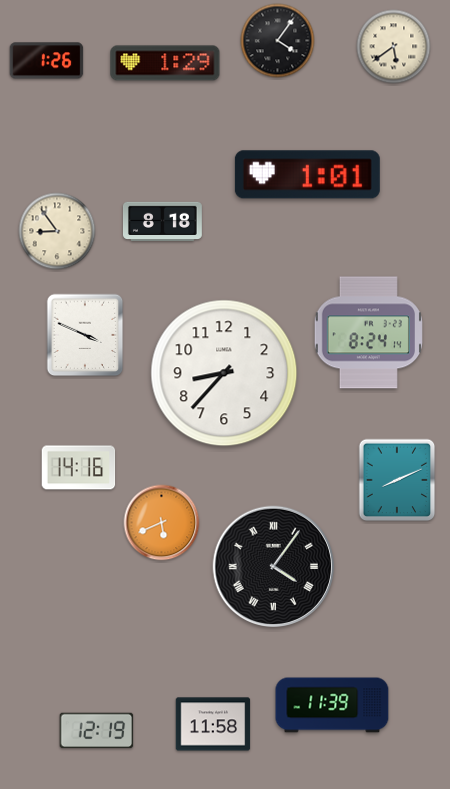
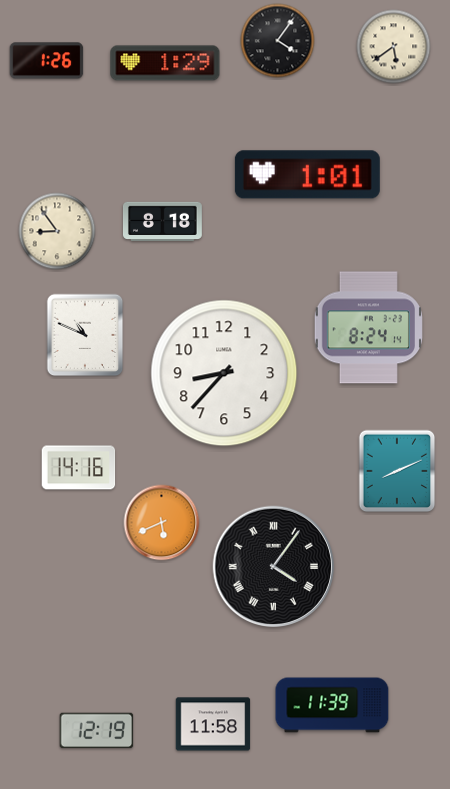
clock at (368, 333) position: (368, 333) -> (368, 328)
clock at (85, 335): 3:49 -> 10:49
clock at (397, 480) position: (397, 480) -> (397, 471)
